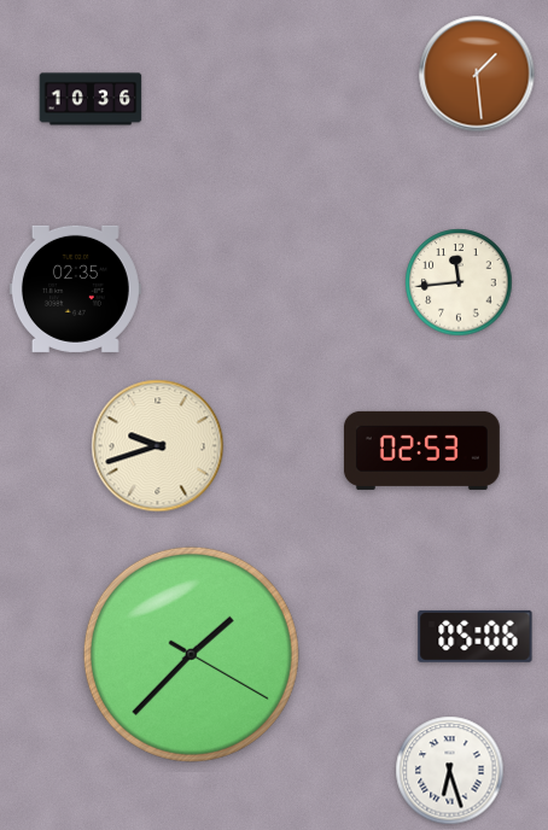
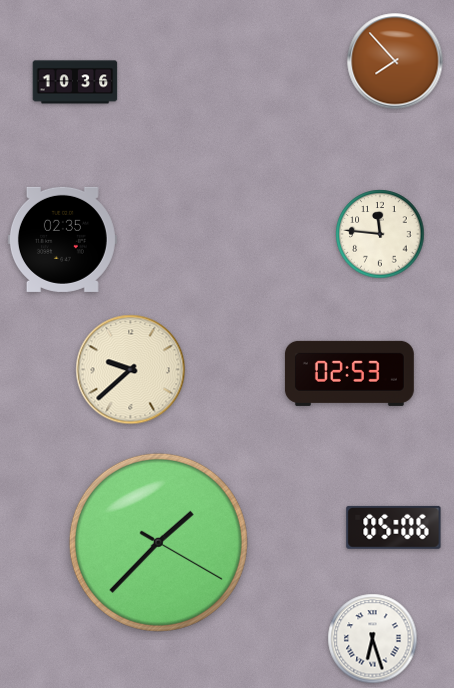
clock at (477, 74): 1:29 -> 7:53
clock at (459, 282): 11:44 -> 11:46
clock at (158, 446): 9:42 -> 9:38
